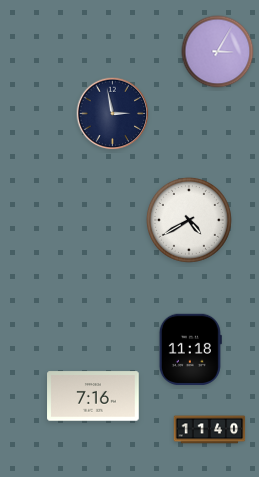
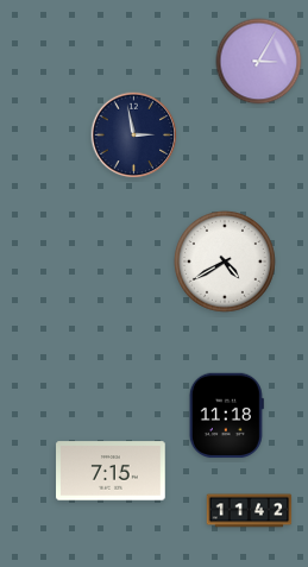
clock at (93, 396): 7:16 -> 7:15
clock at (210, 430): 11:40 -> 11:42
